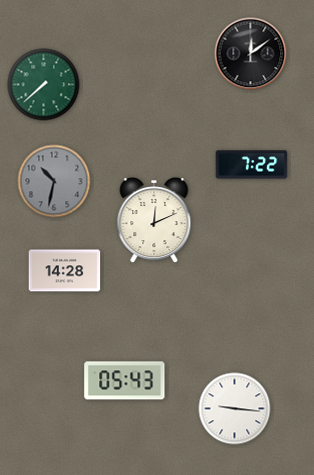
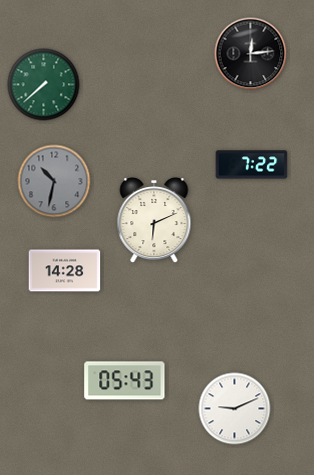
clock at (251, 54): 12:09 -> 12:14
clock at (154, 221): 12:11 -> 6:11
clock at (235, 409): 9:16 -> 9:11
